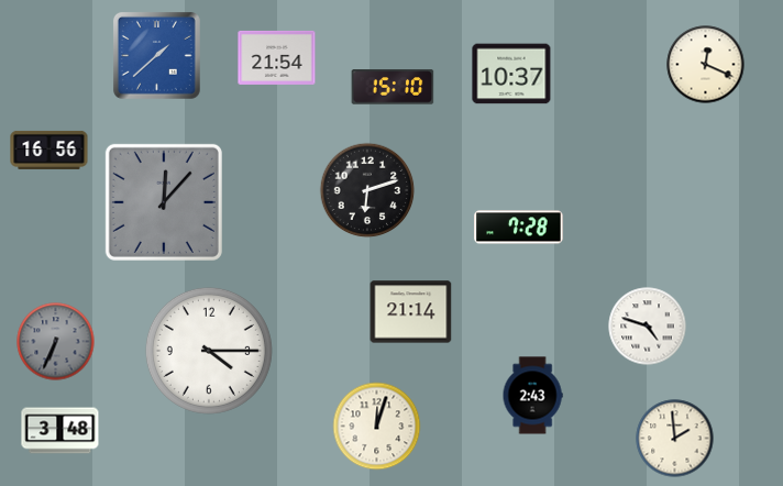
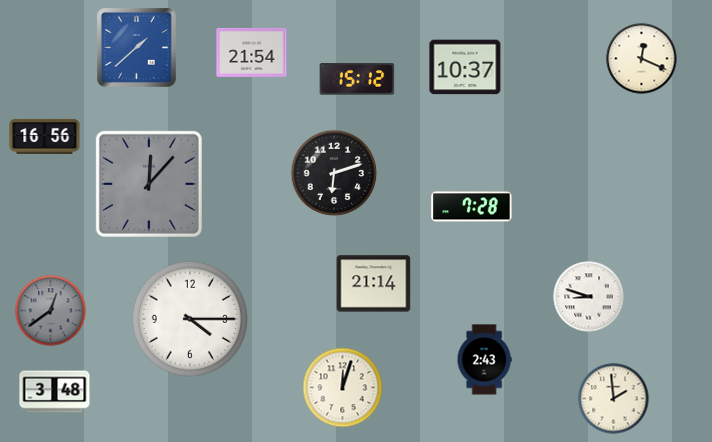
clock at (156, 55) position: (156, 55) -> (136, 47)
clock at (393, 87): 15:10 -> 15:12
clock at (648, 327): 4:48 -> 8:48
clock at (56, 342): 6:34 -> 12:39
